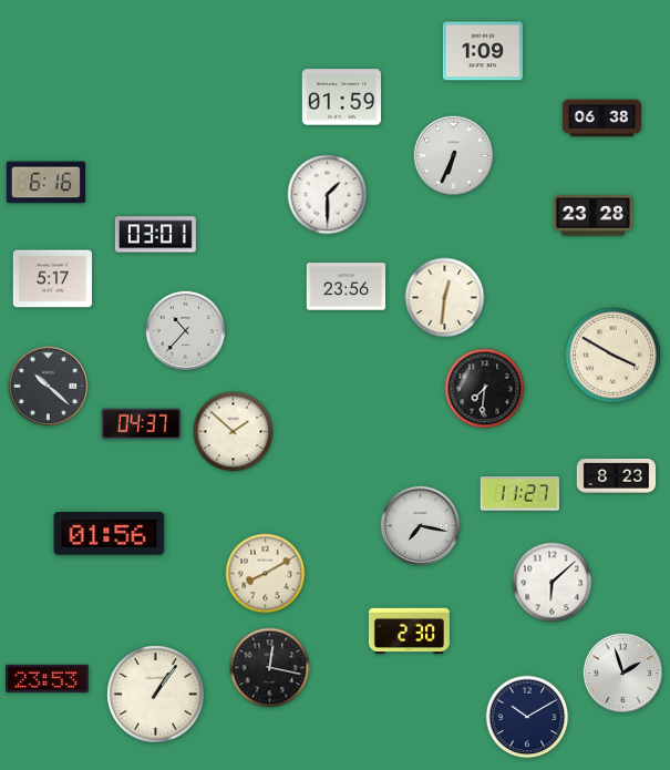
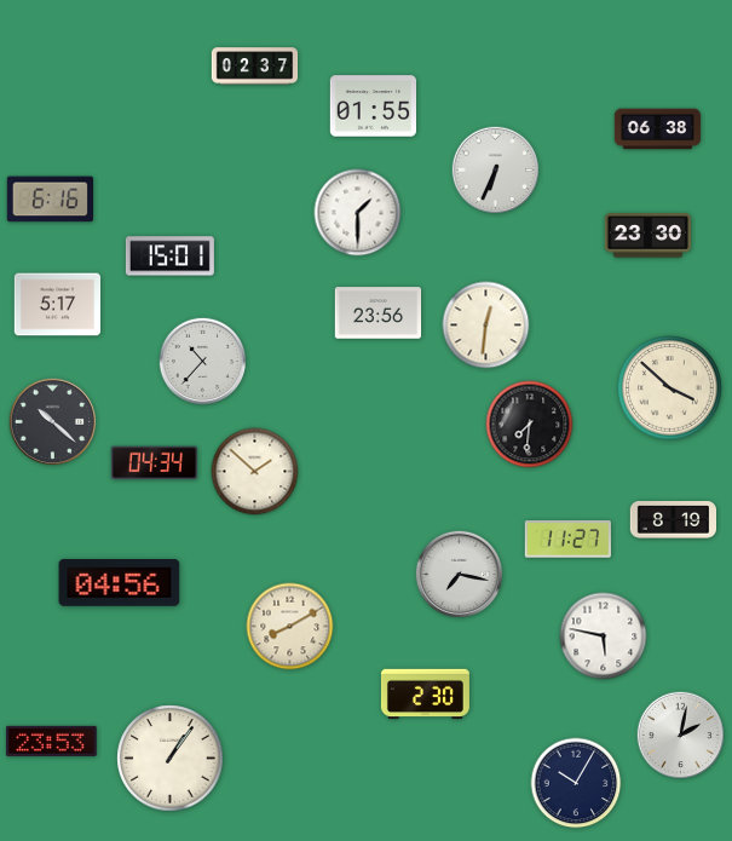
clock at (483, 51): 1:09 -> none
clock at (255, 67): none -> 02:37
clock at (342, 97): 01:59 -> 01:55
clock at (594, 216): 23:28 -> 23:30
clock at (155, 235): 03:01 -> 15:01
clock at (614, 356): 3:50 -> 3:52
clock at (141, 424): 04:37 -> 04:34
clock at (617, 476): 8:23 -> 8:19
clock at (110, 534): 01:56 -> 04:56
clock at (553, 583): 6:08 -> 5:47
clock at (409, 632) position: (409, 632) -> (425, 695)
clock at (270, 668): 12:17 -> none
clock at (623, 674): 1:57 -> 2:02
clock at (527, 717): 10:10 -> 10:05
